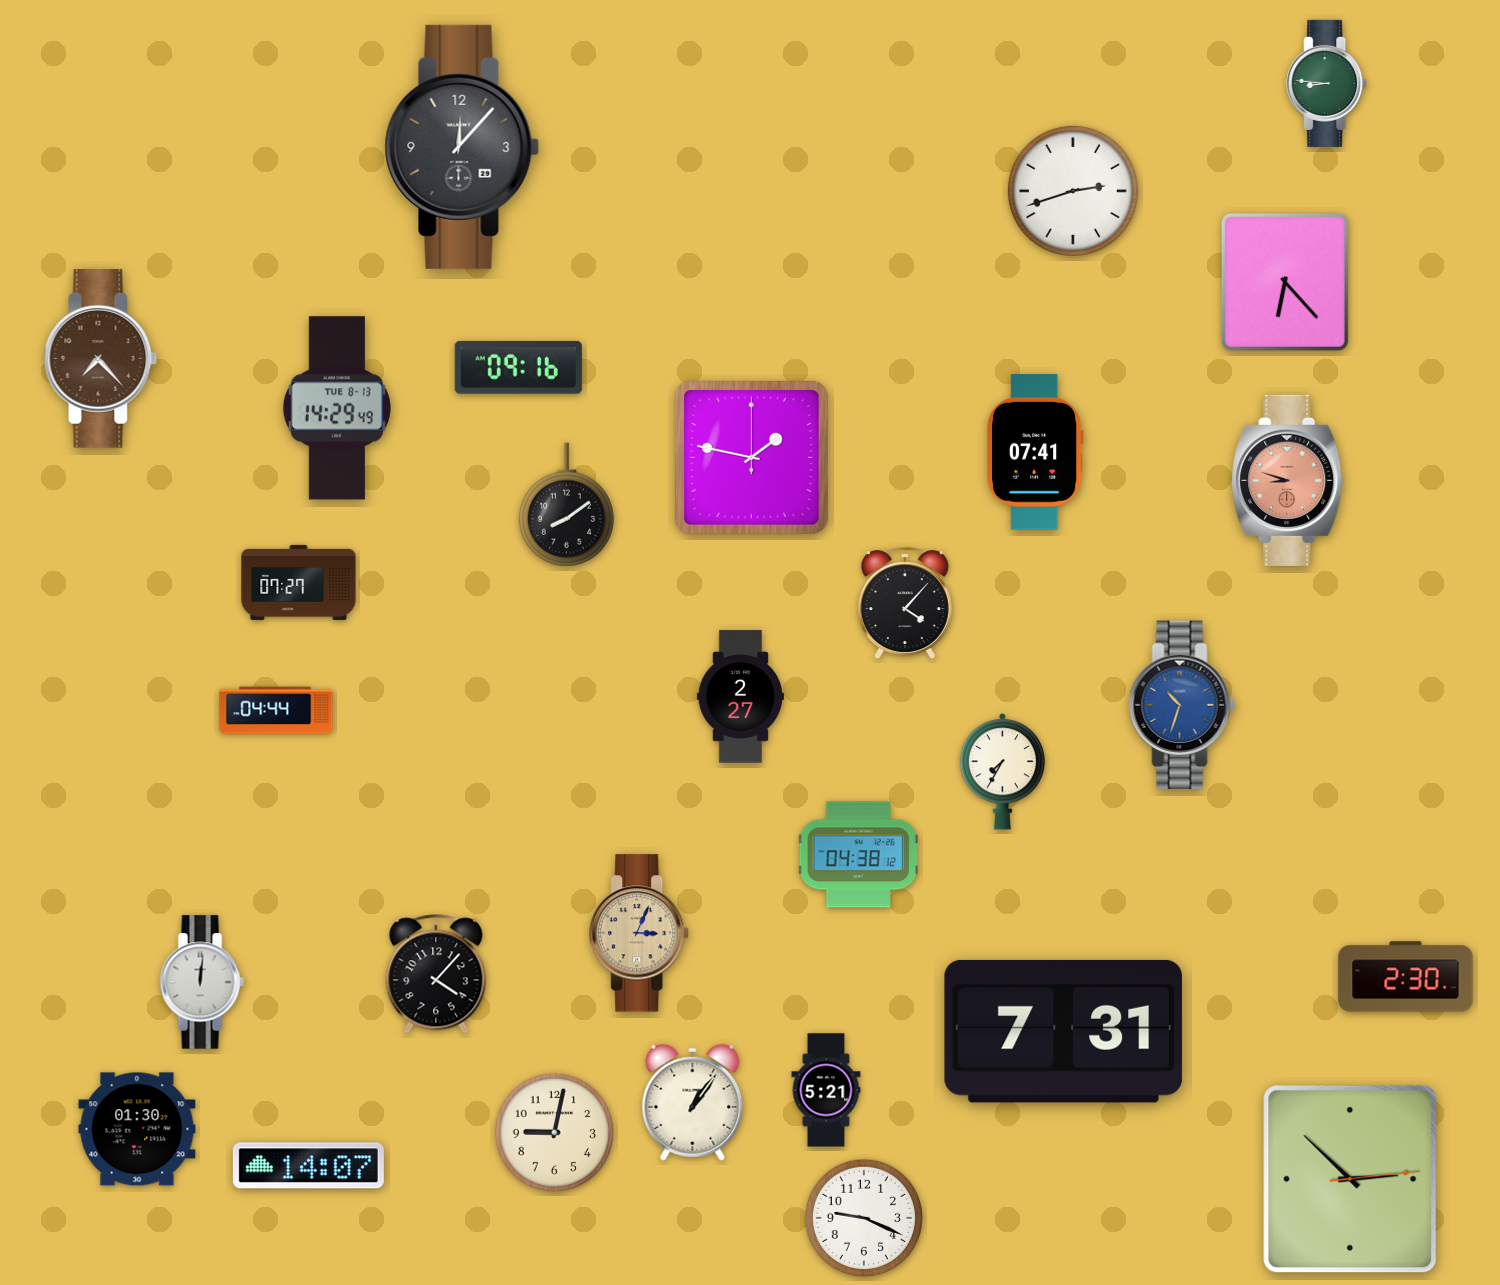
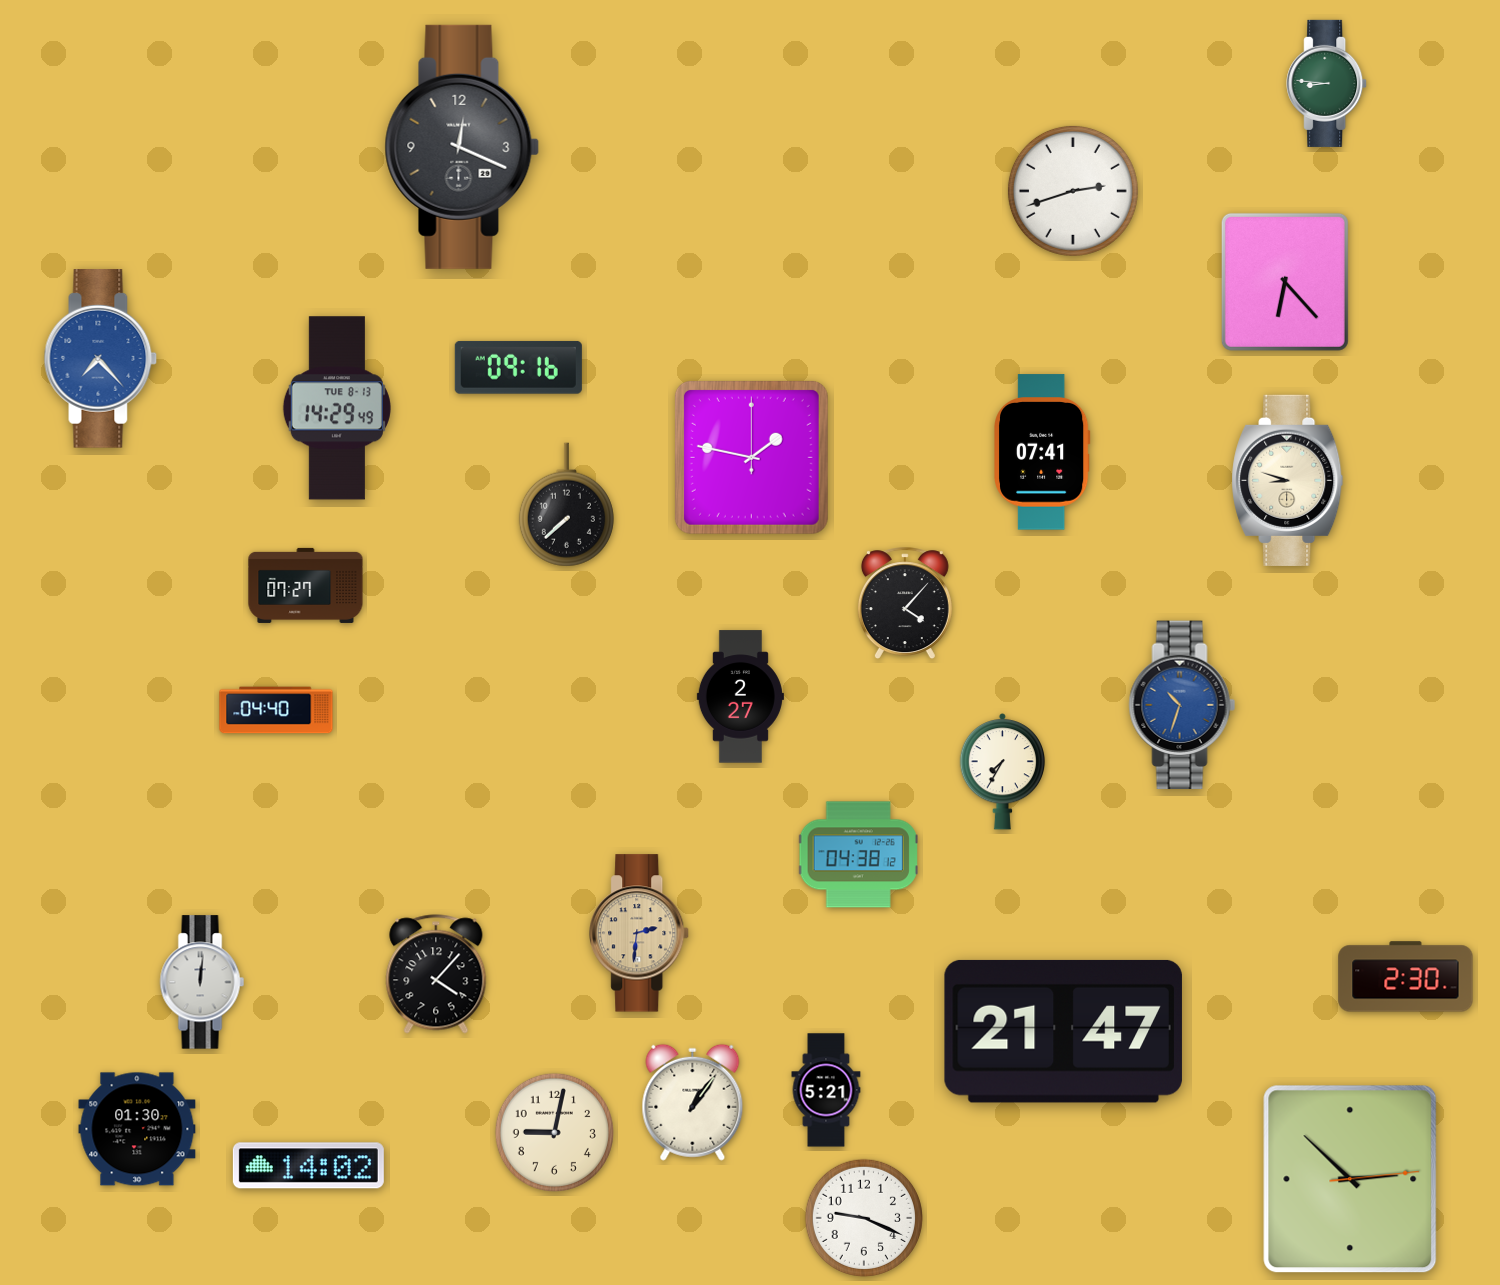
clock at (462, 147): 12:07 -> 12:19
clock at (101, 359) dial: brown -> blue
clock at (1035, 452) position: (1035, 452) -> (1042, 452)
clock at (1288, 480) dial: salmon -> cream
clock at (566, 505): 8:09 -> 7:38
clock at (299, 582) position: (299, 582) -> (306, 585)
clock at (276, 710): 04:44 -> 04:40
clock at (640, 933): 3:04 -> 2:31
clock at (1063, 1031): 7:31 -> 21:47
clock at (308, 1166): 14:07 -> 14:02
